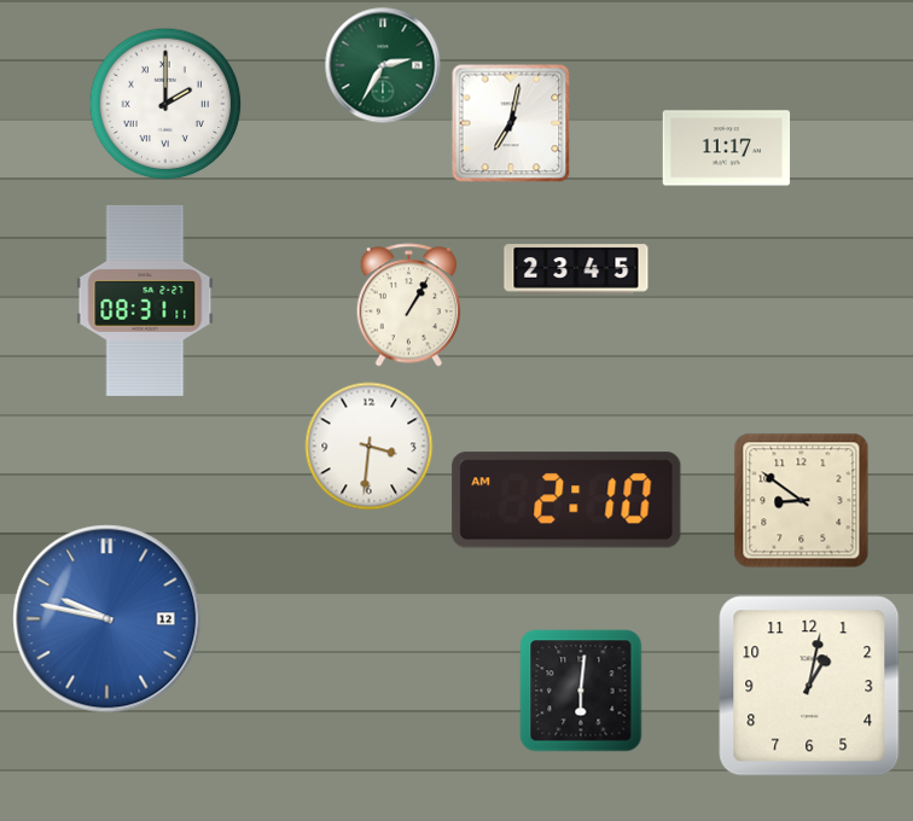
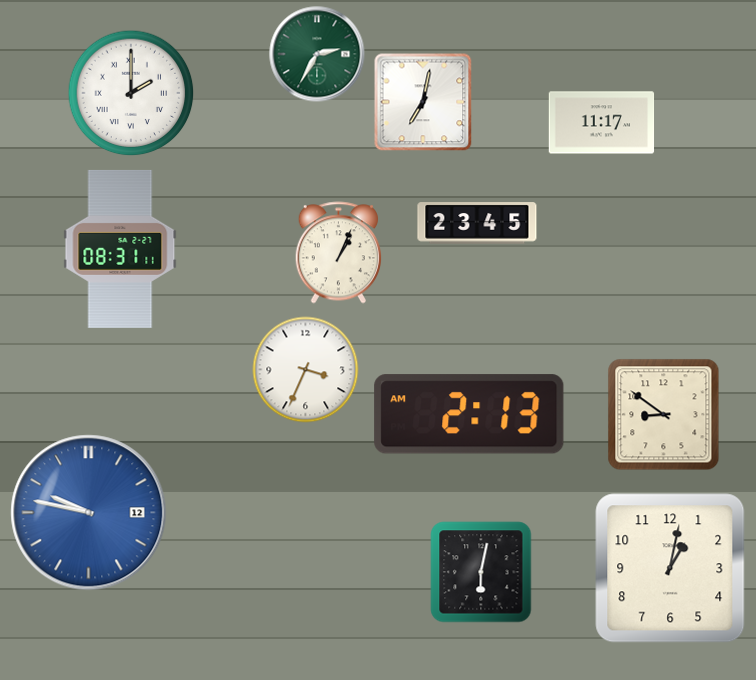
clock at (165, 104) position: (165, 104) -> (131, 93)
clock at (408, 305): 1:05 -> 1:04
clock at (370, 447): 3:31 -> 3:34
clock at (566, 500): 2:10 -> 2:13
clock at (581, 691): 6:01 -> 6:02
